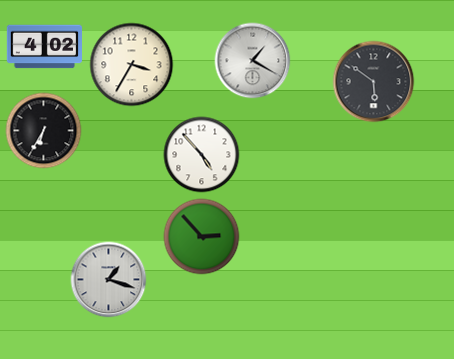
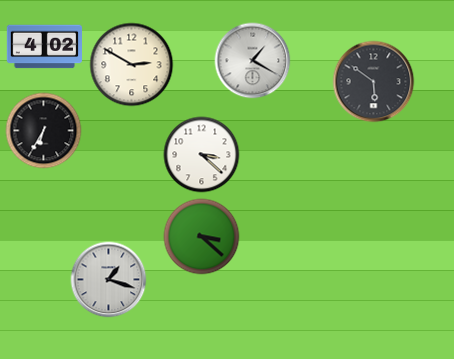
clock at (132, 65): 3:35 -> 2:50
clock at (202, 155): 4:53 -> 3:22
clock at (202, 237): 2:53 -> 3:22
